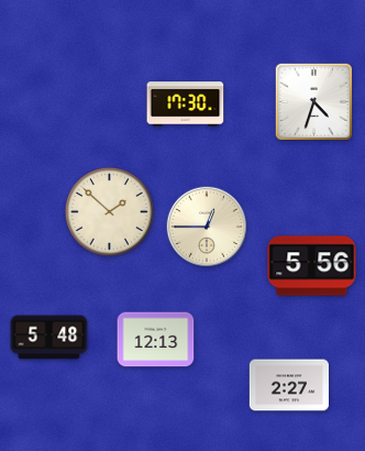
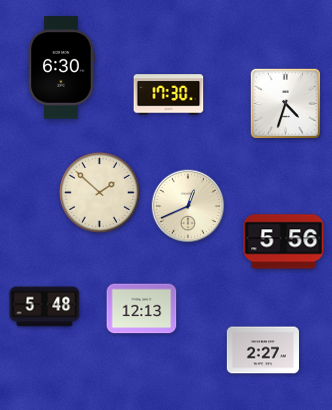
clock at (61, 68): none -> 6:30
clock at (313, 101) position: (313, 101) -> (285, 103)
clock at (207, 227): 12:45 -> 12:41
